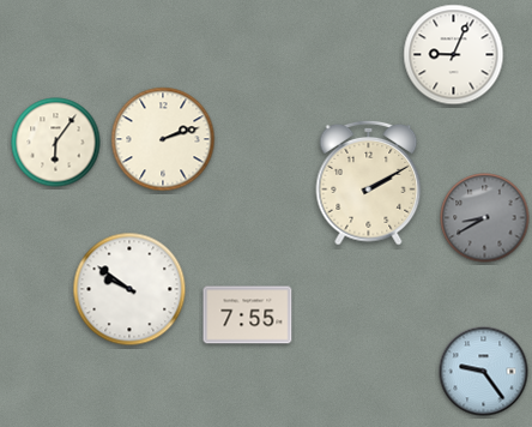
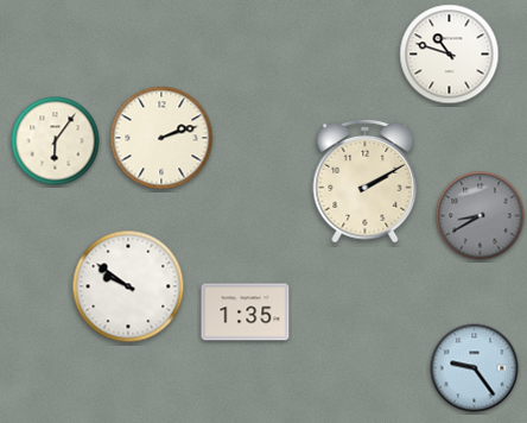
clock at (454, 55): 9:04 -> 10:48
clock at (248, 315): 7:55 -> 1:35
clock at (484, 372) position: (484, 372) -> (475, 368)
